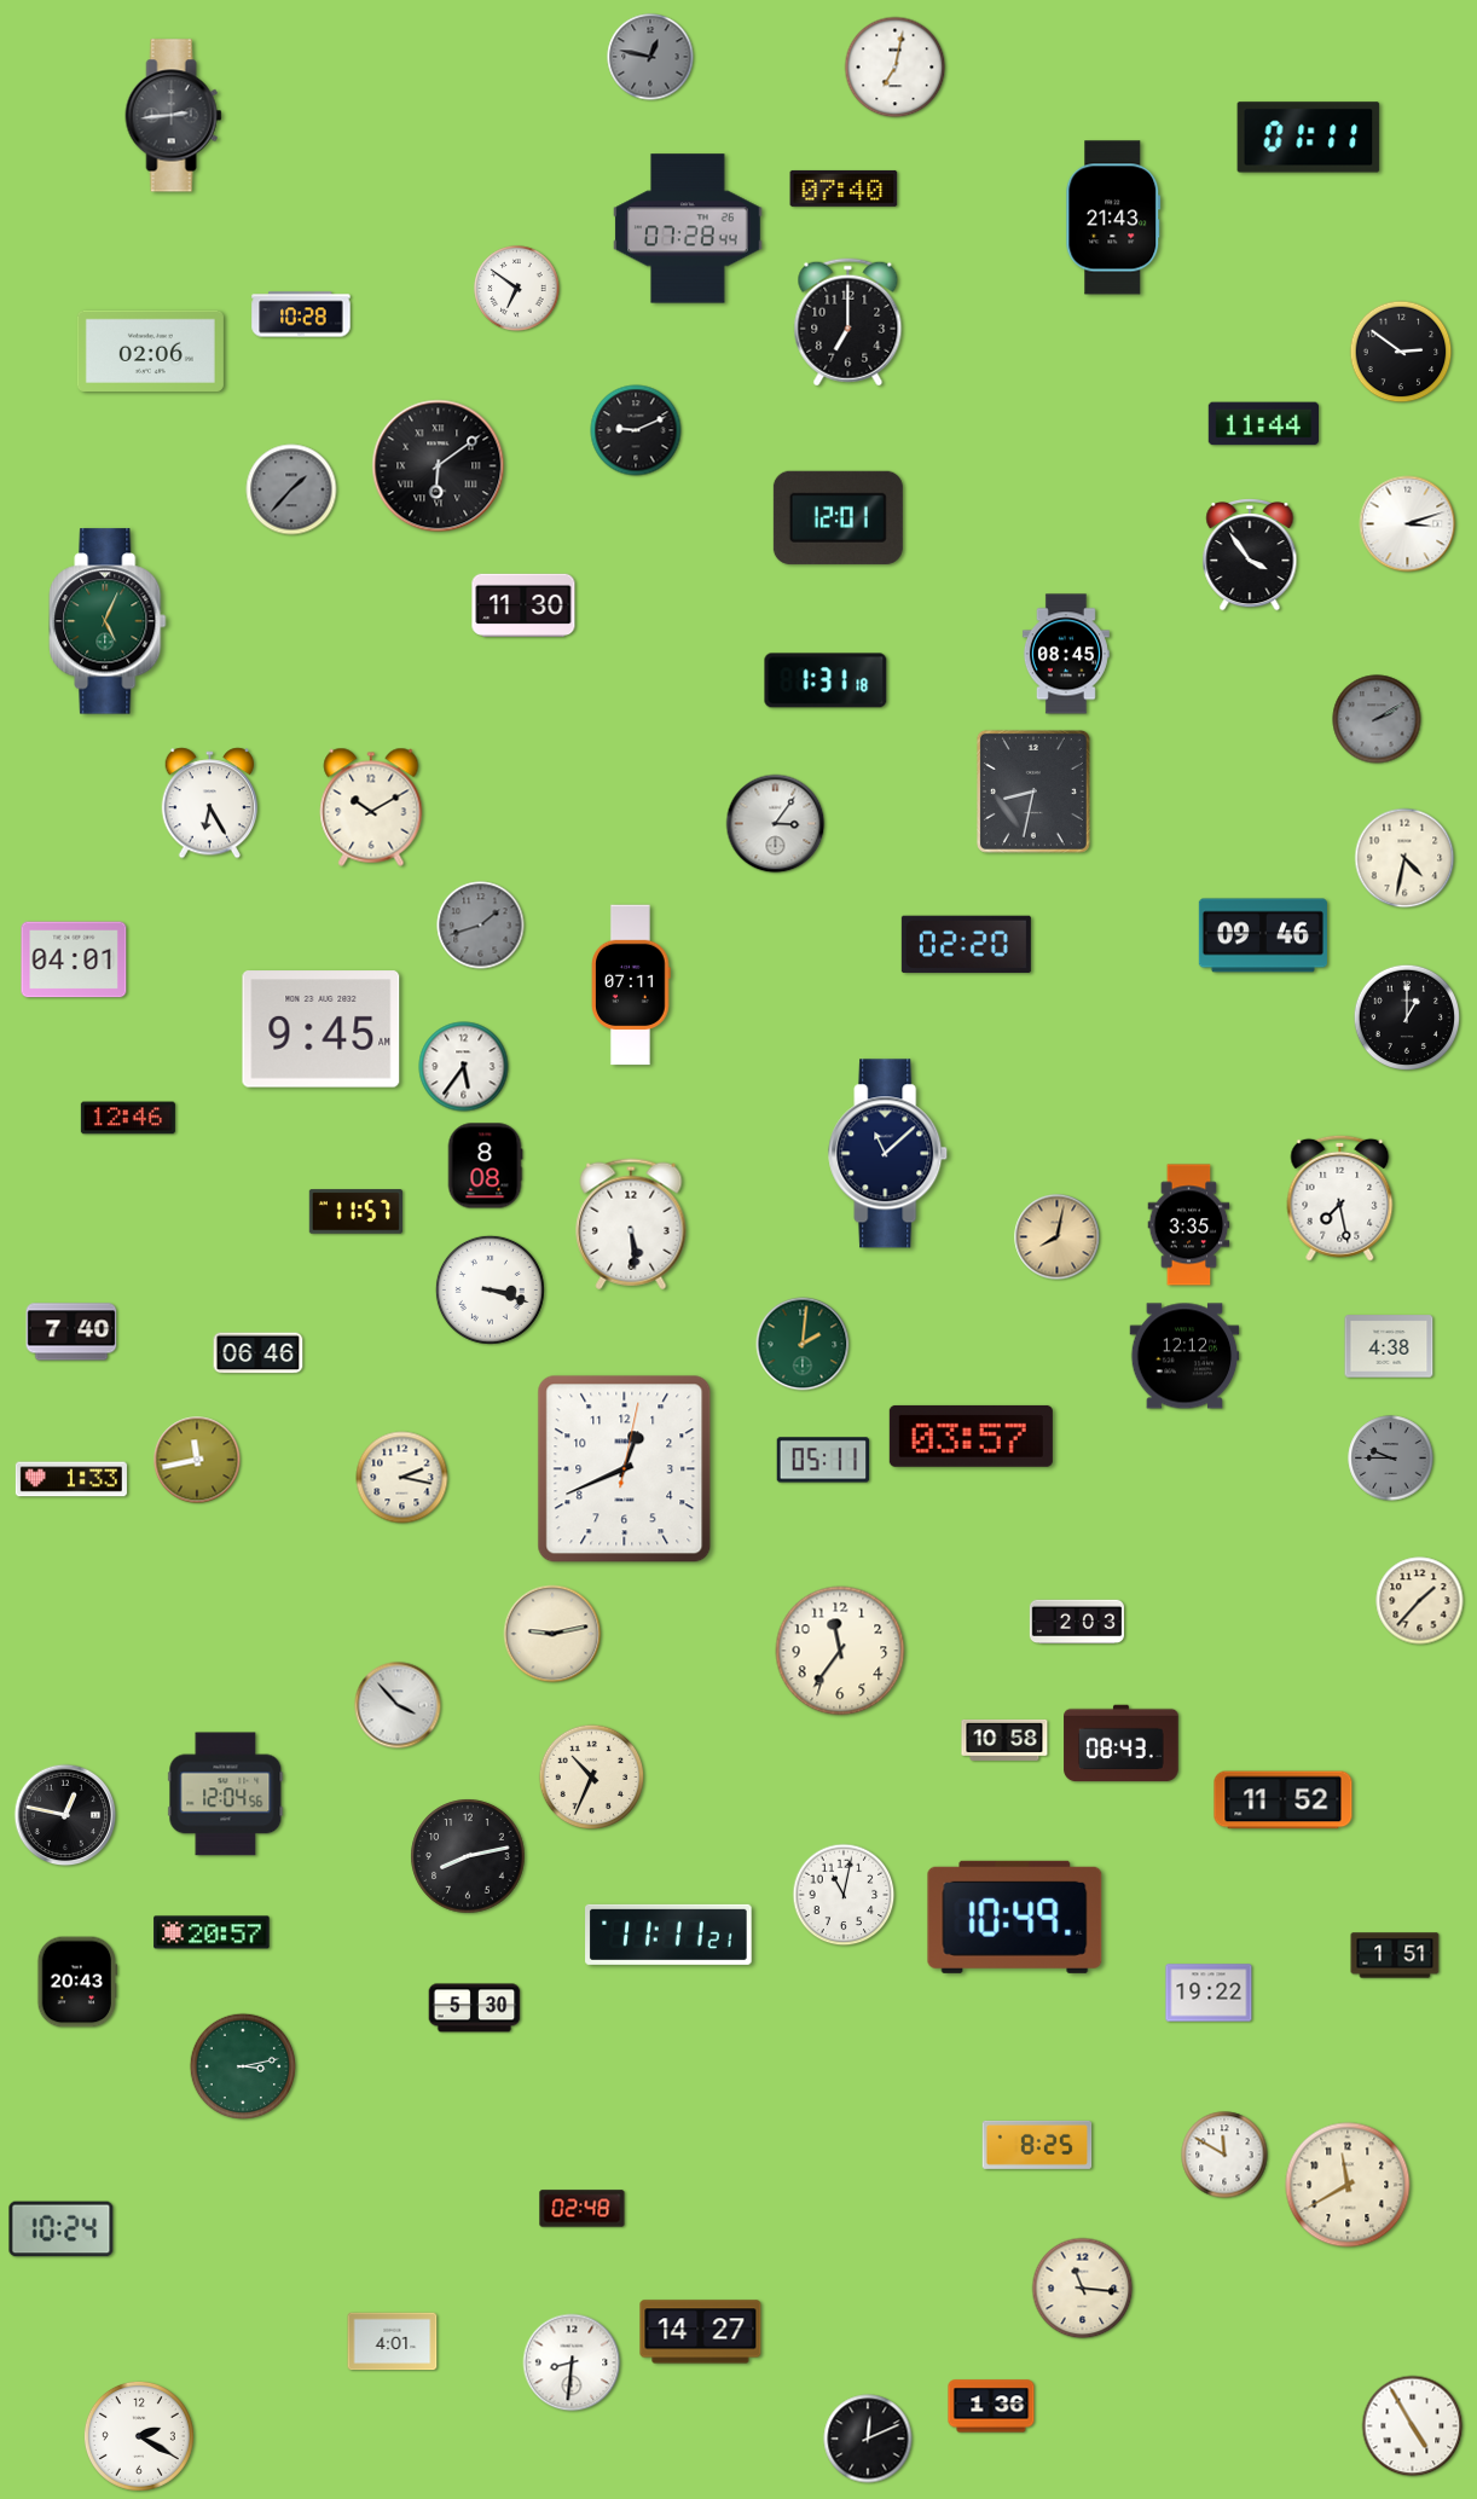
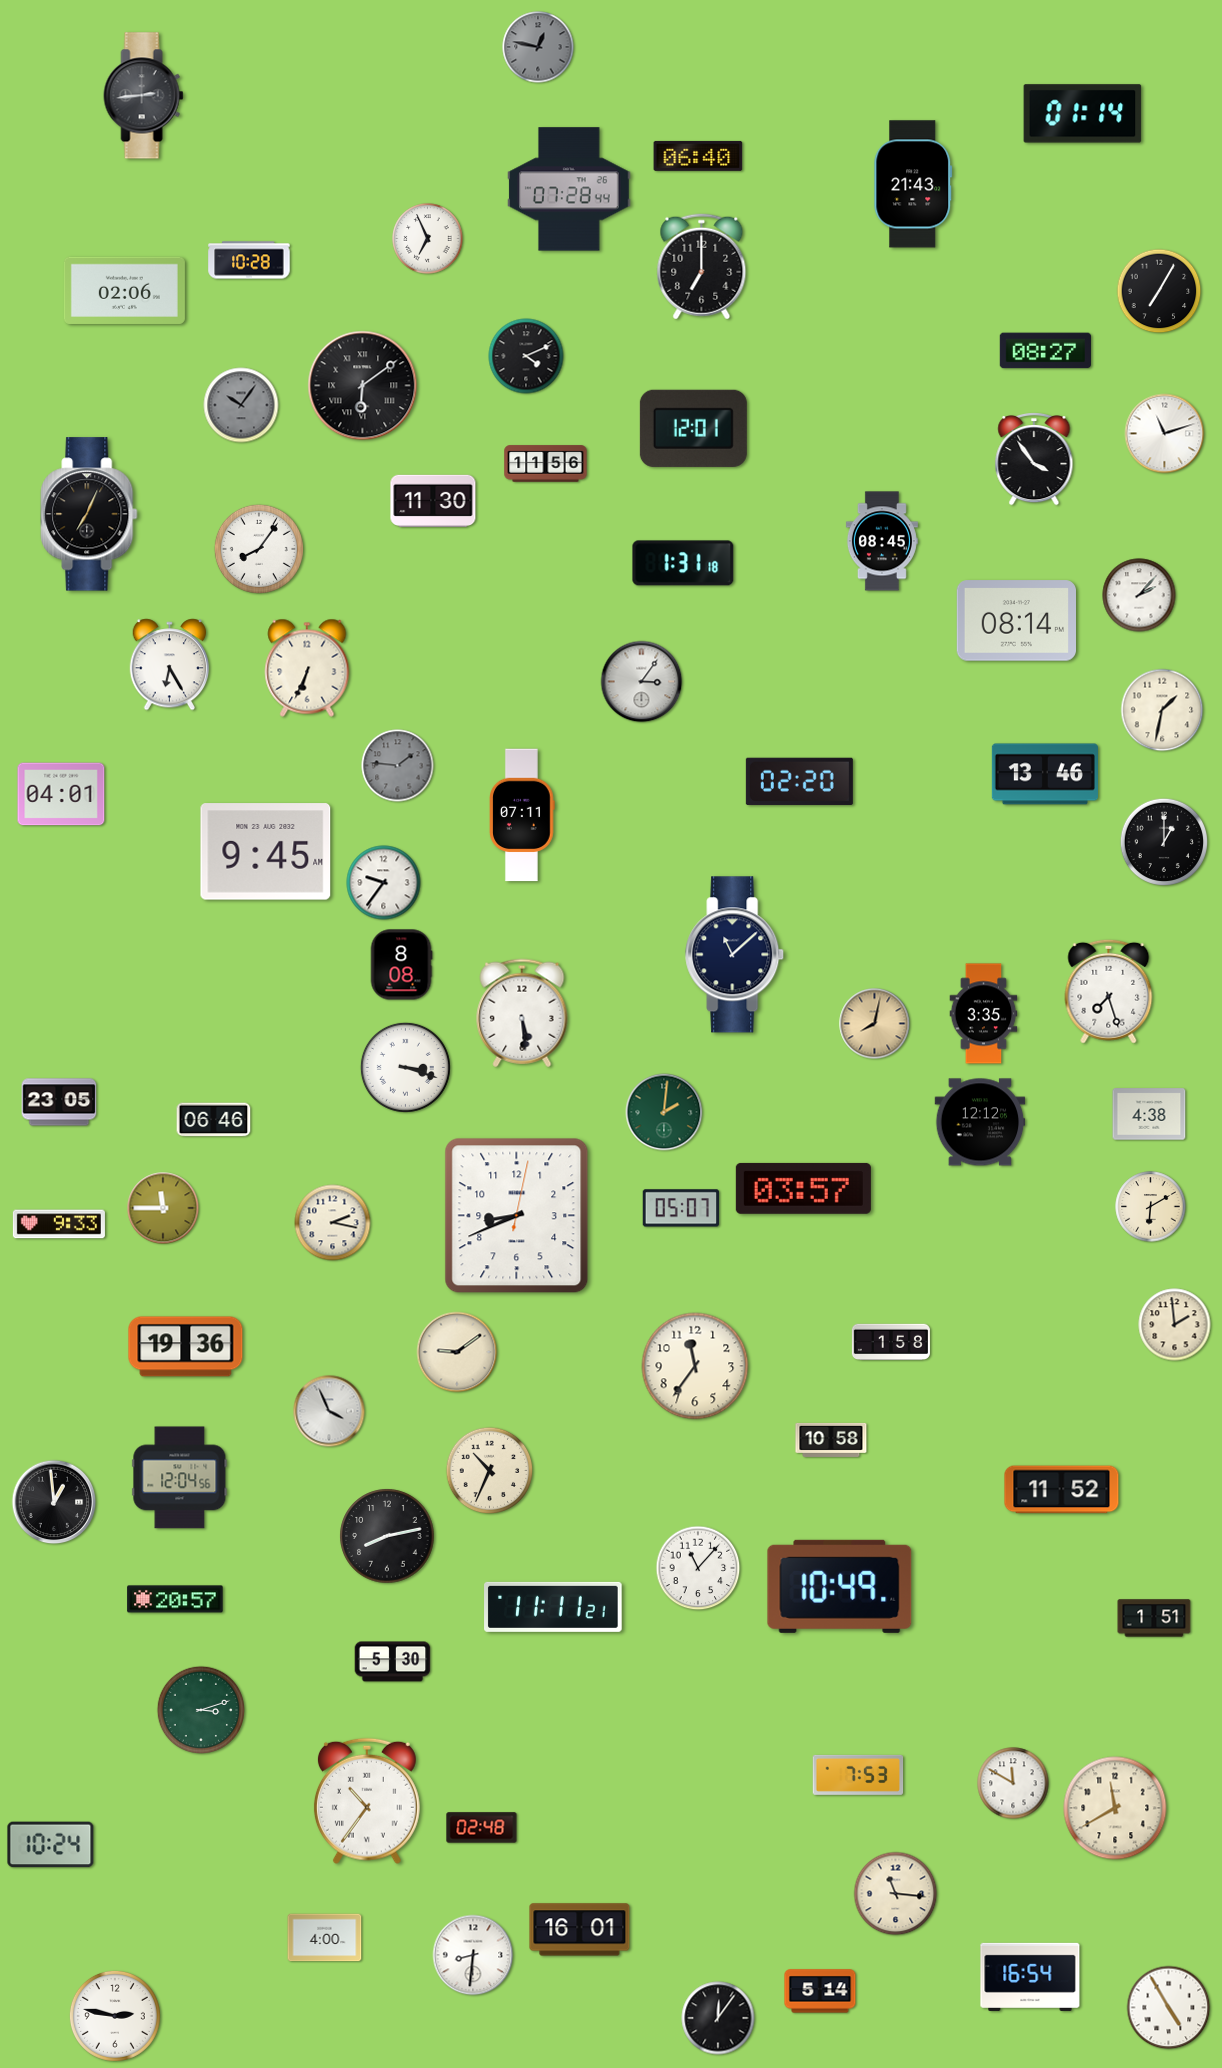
clock at (896, 68): 7:02 -> none
clock at (1309, 138): 01:11 -> 01:14
clock at (844, 189): 07:40 -> 06:40
clock at (1113, 218) position: (1113, 218) -> (913, 184)
clock at (517, 289): 6:51 -> 6:56
clock at (1401, 352): 2:51 -> 7:05
clock at (1263, 424): 11:44 -> 08:27
clock at (636, 430): 9:11 -> 4:11
clock at (291, 489): 1:37 -> 10:06
clock at (1408, 524): 3:12 -> 11:12
clock at (546, 464): none -> 11:56
clock at (108, 621): 5:04 -> 7:04
clock at (108, 621) dial: green -> black
clock at (259, 549): none -> 8:06
clock at (1377, 719): 2:10 -> 2:07
clock at (1377, 719) dial: grey -> white
clock at (1016, 621): none -> 08:14
clock at (1033, 792): 8:32 -> none
clock at (210, 804) position: (210, 804) -> (170, 665)
clock at (371, 807): 10:10 -> 6:34
clock at (1404, 858): 4:32 -> 1:32
clock at (481, 926): 1:42 -> 1:46
clock at (1263, 935): 09:46 -> 13:46
clock at (464, 1067): 5:36 -> 9:36
clock at (128, 1118): 12:46 -> none
clock at (1340, 1198): 7:28 -> 7:27
clock at (355, 1212): 11:57 -> none
clock at (71, 1332): 7:40 -> 23:05
clock at (1391, 1459): 9:45 -> 6:10
clock at (1391, 1459) dial: grey -> cream
clock at (197, 1460): 11:43 -> 11:45
clock at (823, 1460): 05:11 -> 05:07
clock at (625, 1469): 12:41 -> 8:41
clock at (71, 1479): 1:33 -> 9:33
clock at (1420, 1601): 1:37 -> 1:59
clock at (1077, 1620): 2:03 -> 1:58
clock at (186, 1347): none -> 19:36
clock at (552, 1634): 9:13 -> 9:09
clock at (398, 1705): 3:53 -> 3:56
clock at (1122, 1744): 08:43 -> none
clock at (226, 1794) position: (226, 1794) -> (180, 1478)
clock at (65, 1815): 12:47 -> 12:59
clock at (844, 1895): 11:02 -> 11:07
clock at (668, 1935) position: (668, 1935) -> (553, 1607)
clock at (77, 1982): 20:43 -> none
clock at (1209, 1993): 19:22 -> none
clock at (243, 2066): 3:13 -> 3:12
clock at (1037, 2145): 8:25 -> 7:53
clock at (367, 1801): none -> 10:36
clock at (701, 2332): 14:27 -> 16:01
clock at (393, 2342): 4:01 -> 4:00
clock at (1030, 1977): none -> 16:54
clock at (991, 2406): 1:36 -> 5:14
clock at (139, 2436): 2:20 -> 2:47
clock at (868, 2439): 12:11 -> 12:06
